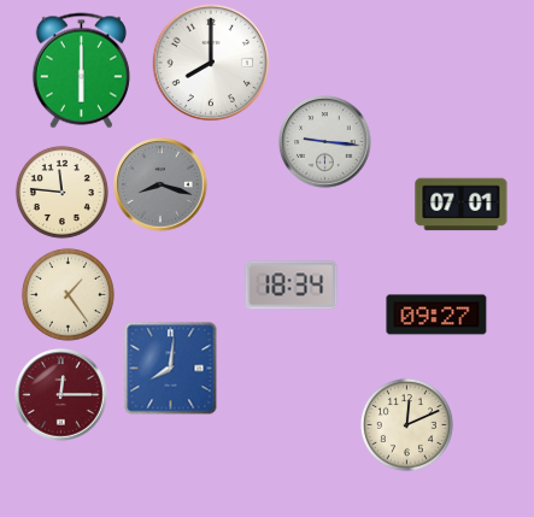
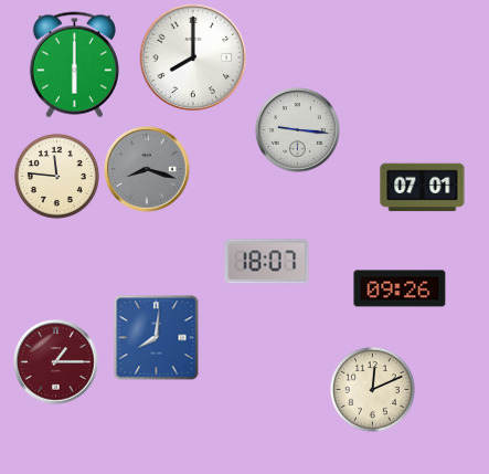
clock at (292, 286): 18:34 -> 18:07
clock at (68, 294): 1:24 -> none
clock at (436, 315): 09:27 -> 09:26
clock at (61, 395): 12:15 -> 1:15
